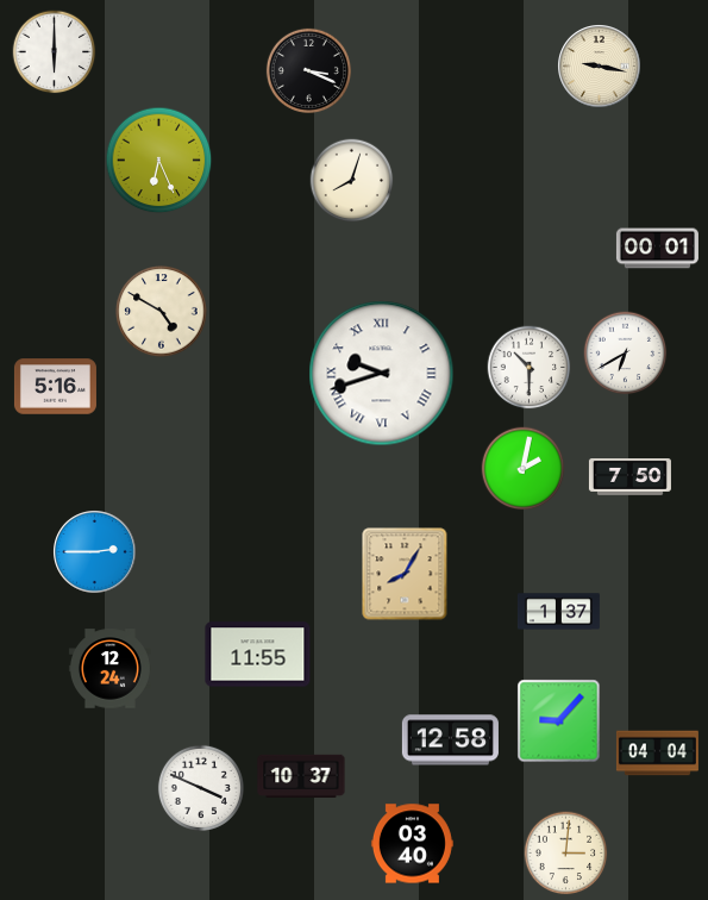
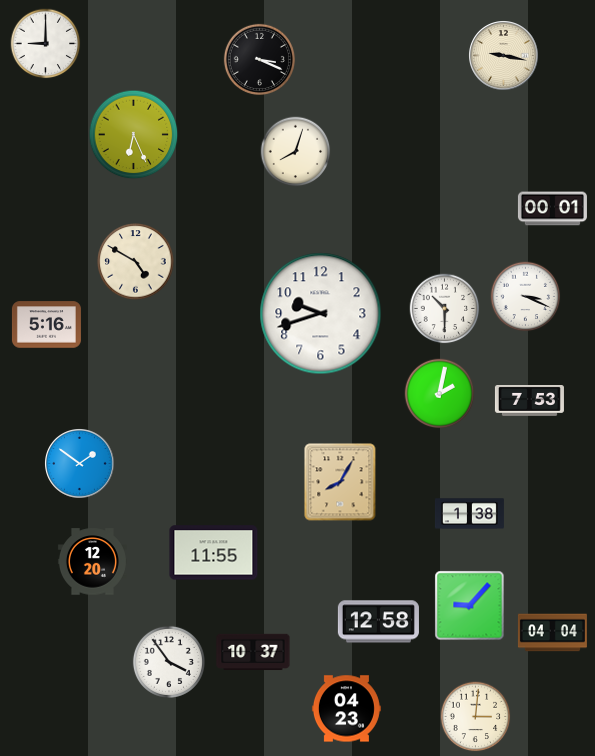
clock at (55, 52): 6:00 -> 9:00
clock at (626, 354): 6:40 -> 3:19
clock at (382, 374) numerals: Roman -> Arabic
clock at (629, 477): 7:50 -> 7:53
clock at (95, 552): 2:45 -> 1:51
clock at (558, 612): 1:37 -> 1:38
clock at (258, 655) position: (258, 655) -> (214, 553)
clock at (109, 669): 12:24 -> 12:20
clock at (201, 788): 3:49 -> 3:54
clock at (412, 844): 03:40 -> 04:23
